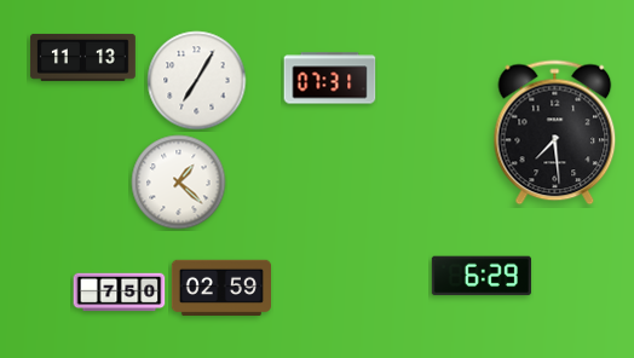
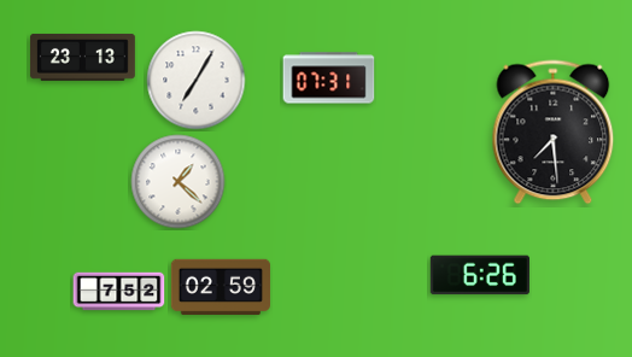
clock at (82, 57): 11:13 -> 23:13
clock at (482, 276): 6:29 -> 6:26
clock at (120, 293): 7:50 -> 7:52
